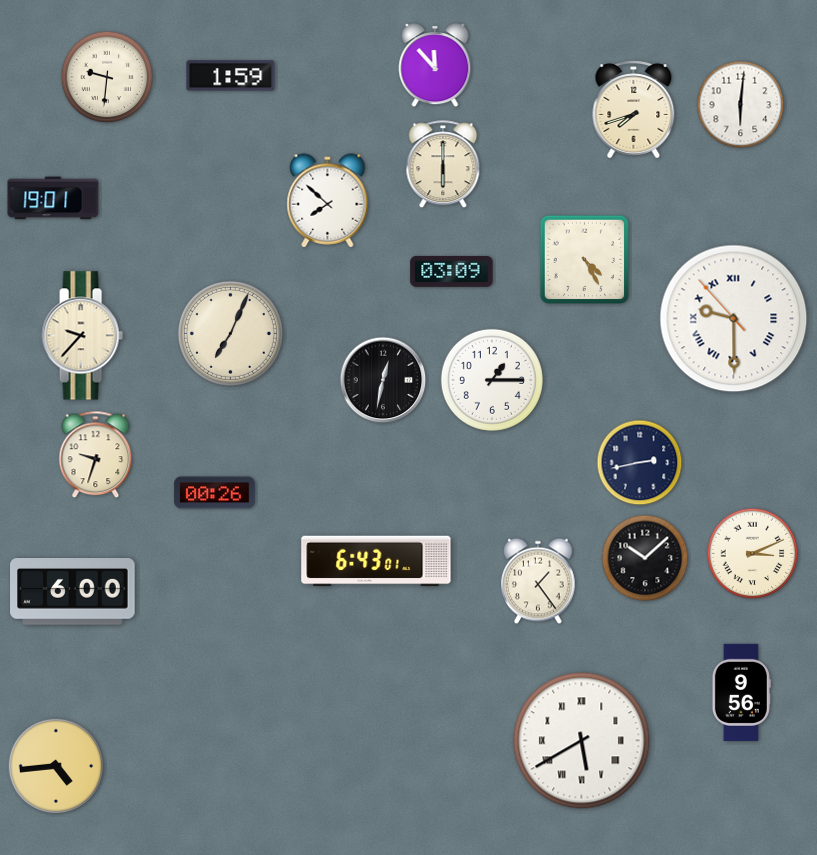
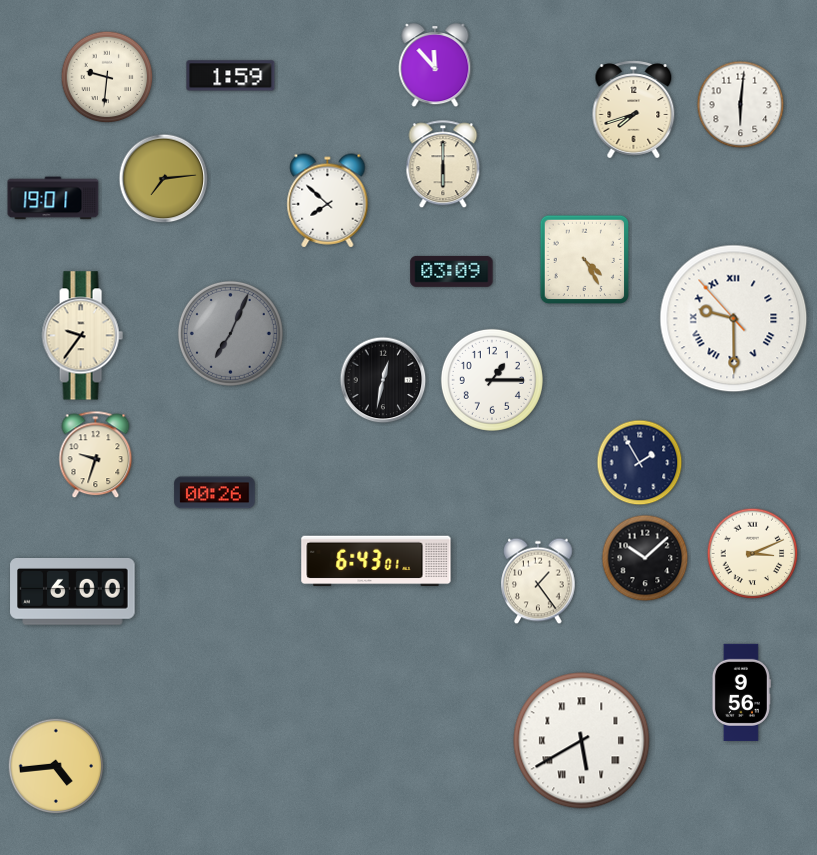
clock at (164, 179): none -> 7:14
clock at (230, 333) dial: cream -> grey
clock at (82, 336): 9:37 -> 9:36
clock at (640, 463): 2:43 -> 1:55
